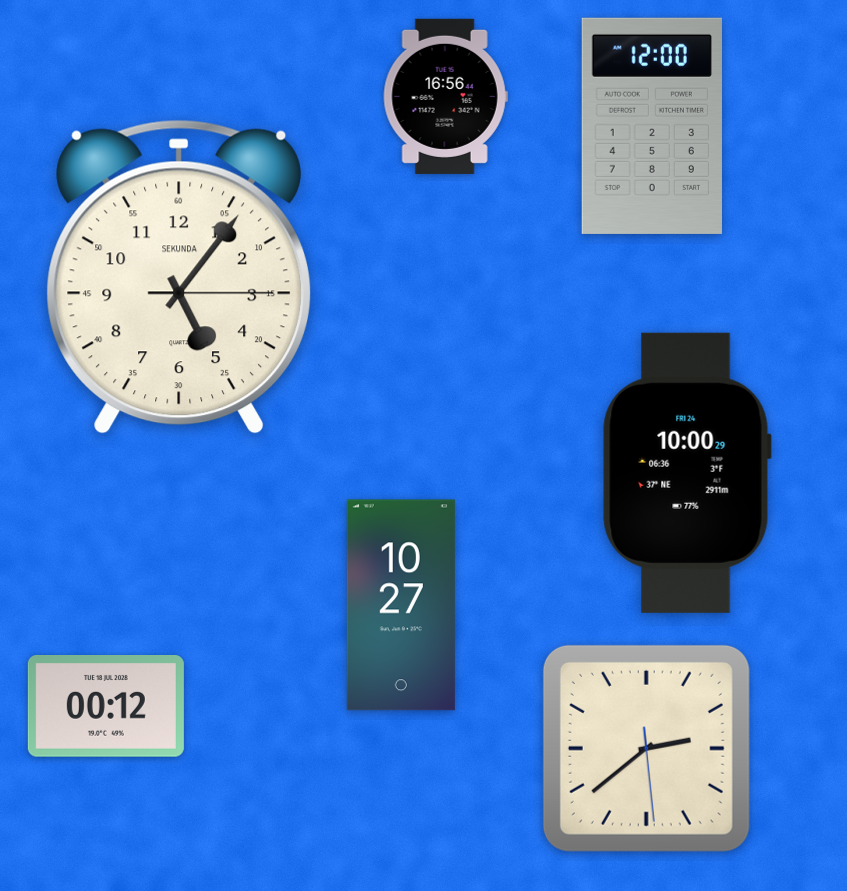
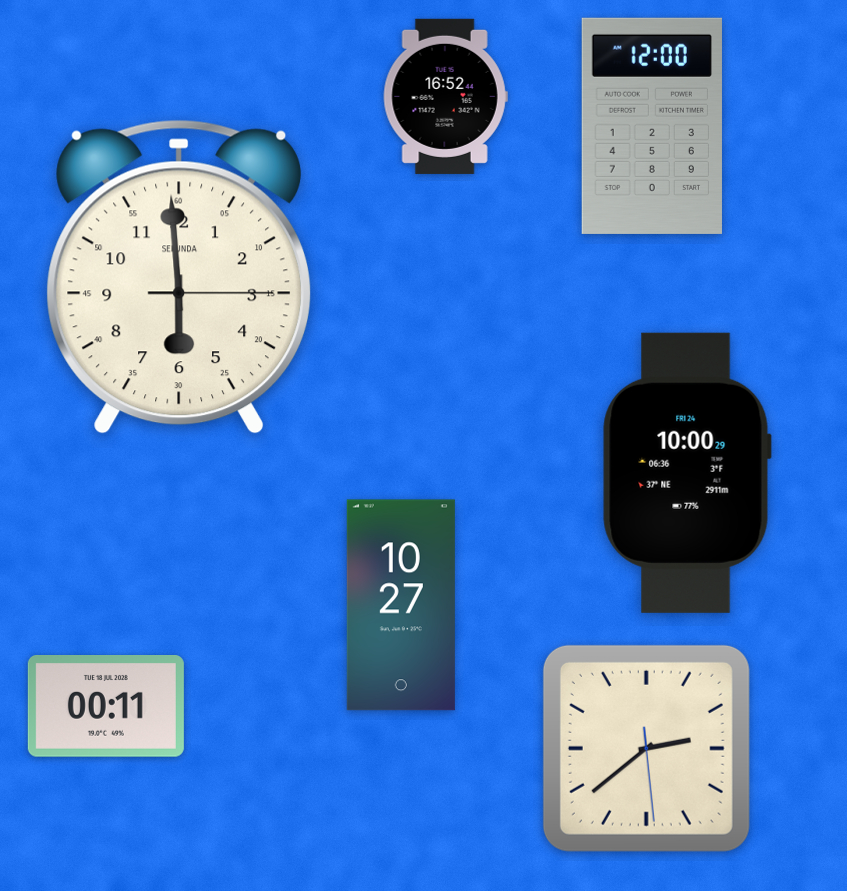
clock at (445, 96): 16:56 -> 16:52
clock at (179, 277): 5:06 -> 5:59
clock at (106, 706): 00:12 -> 00:11
